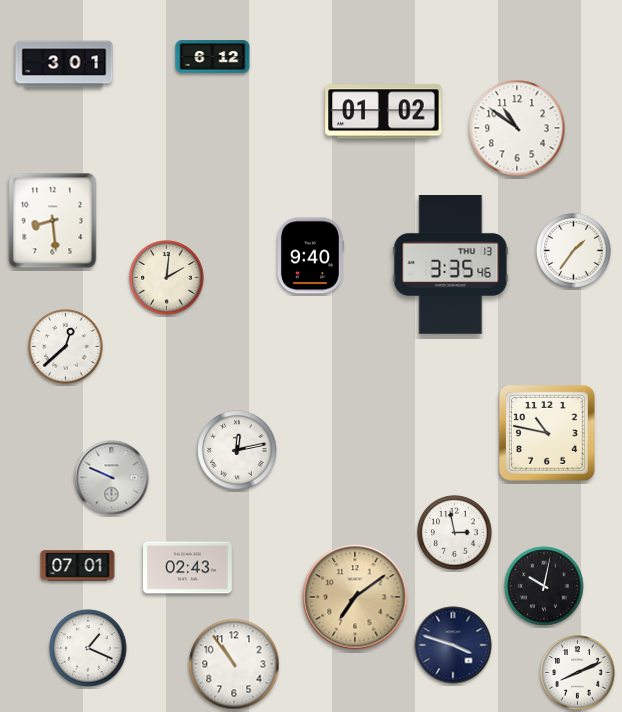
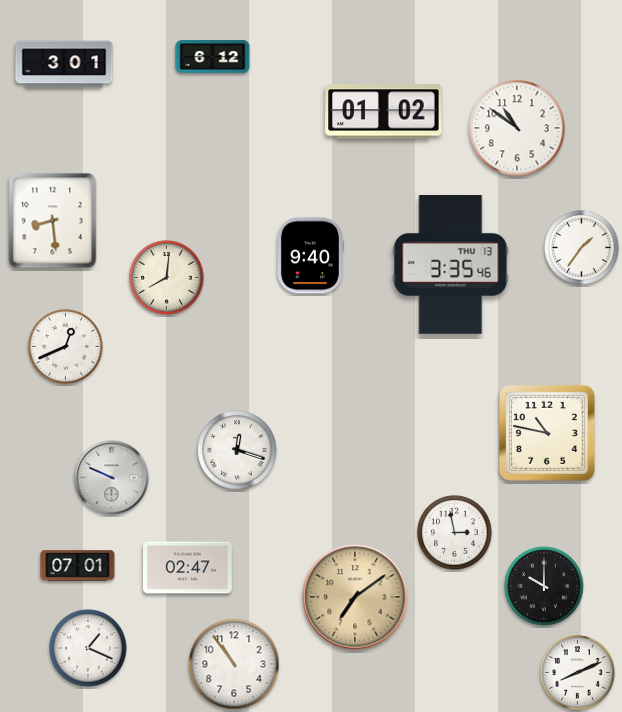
clock at (574, 251) position: (574, 251) -> (582, 248)
clock at (167, 278): 2:01 -> 8:01
clock at (66, 347): 12:38 -> 12:41
clock at (237, 450): 12:13 -> 12:18
clock at (188, 568): 02:43 -> 02:47
clock at (544, 586): 10:02 -> 10:00
clock at (453, 645): 3:48 -> none
